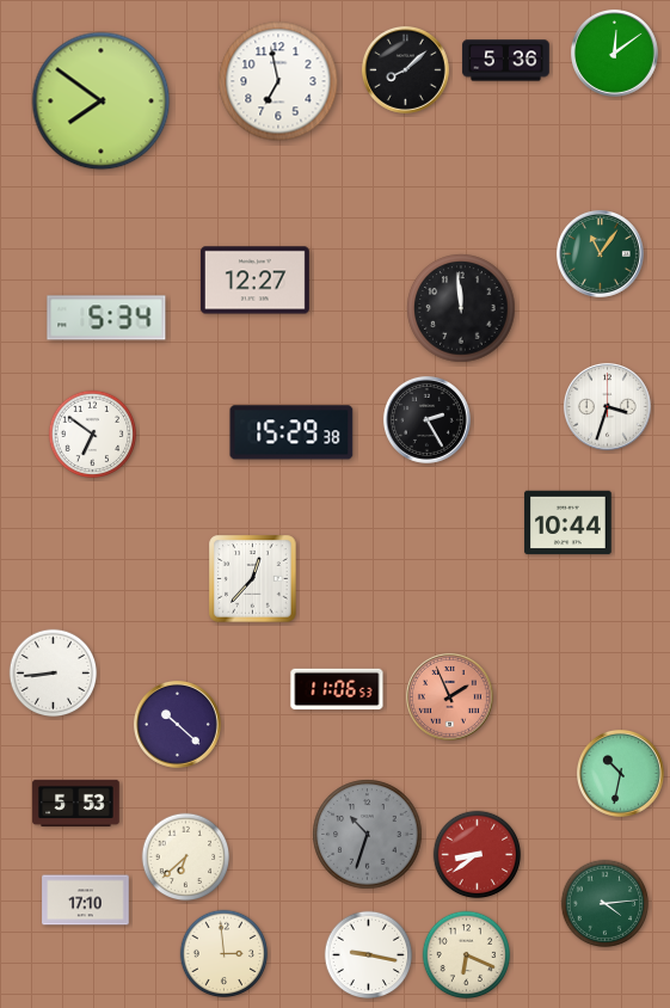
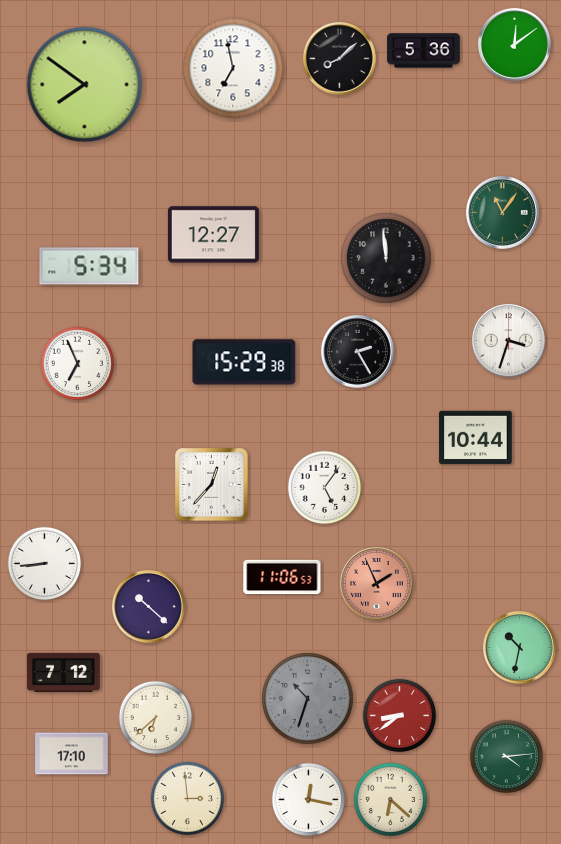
clock at (93, 435): 6:51 -> 6:56
clock at (325, 488): none -> 5:06
clock at (76, 803): 5:53 -> 7:12
clock at (369, 955): 9:17 -> 12:17
clock at (467, 955): 6:19 -> 6:22
